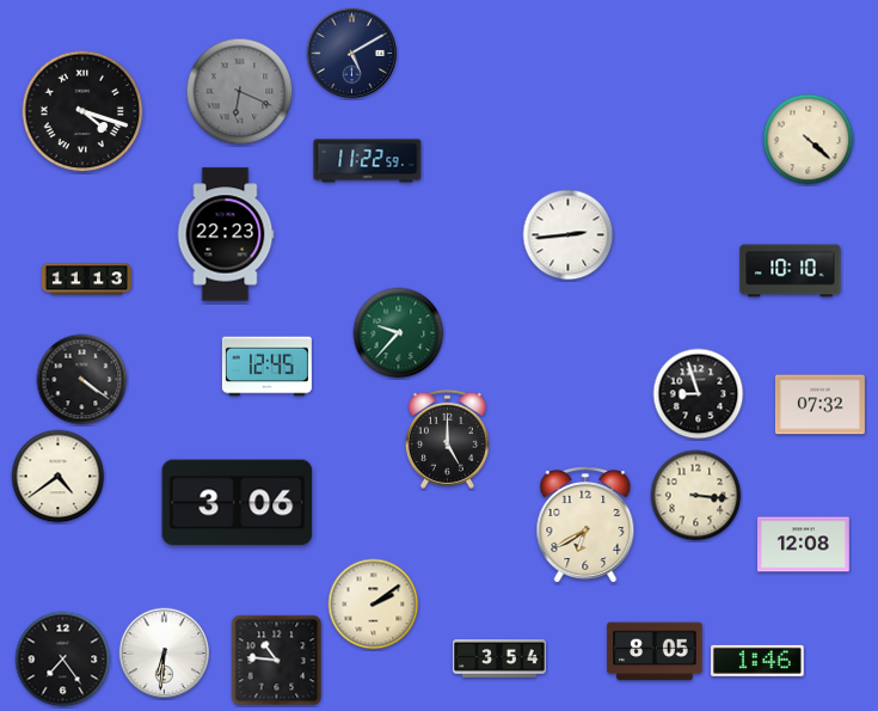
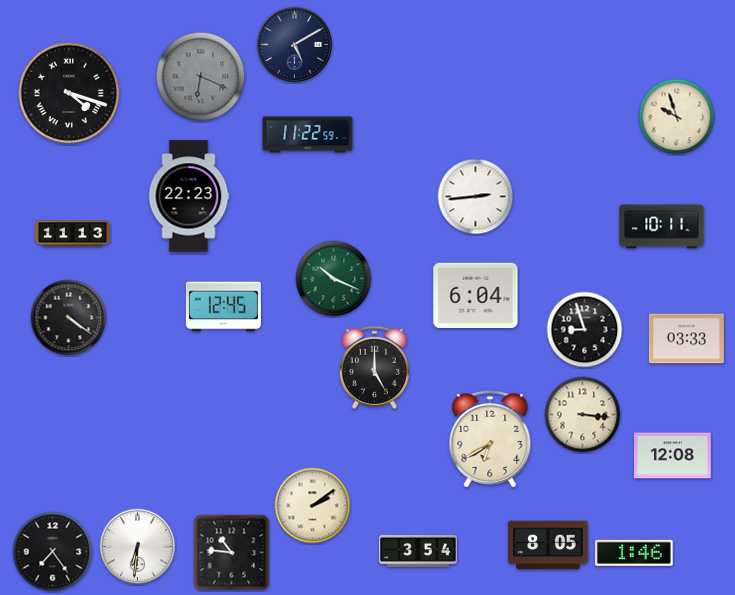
clock at (809, 140): 4:22 -> 9:57
clock at (791, 271): 10:10 -> 10:11
clock at (399, 333): 9:37 -> 10:19
clock at (476, 295): none -> 6:04
clock at (819, 405): 07:32 -> 03:33
clock at (59, 477): 4:39 -> none
clock at (238, 503): 3:06 -> none
